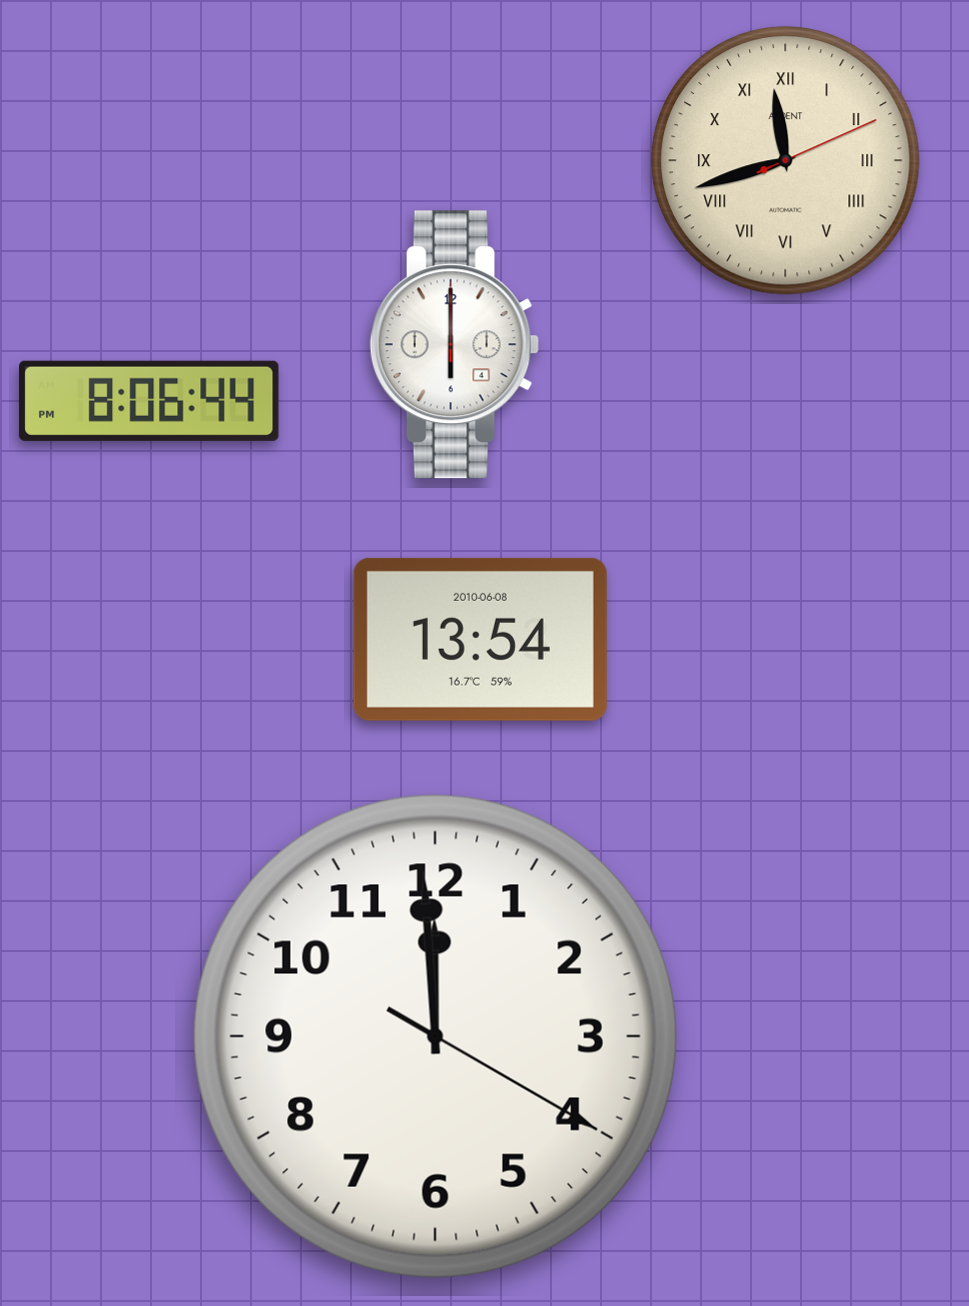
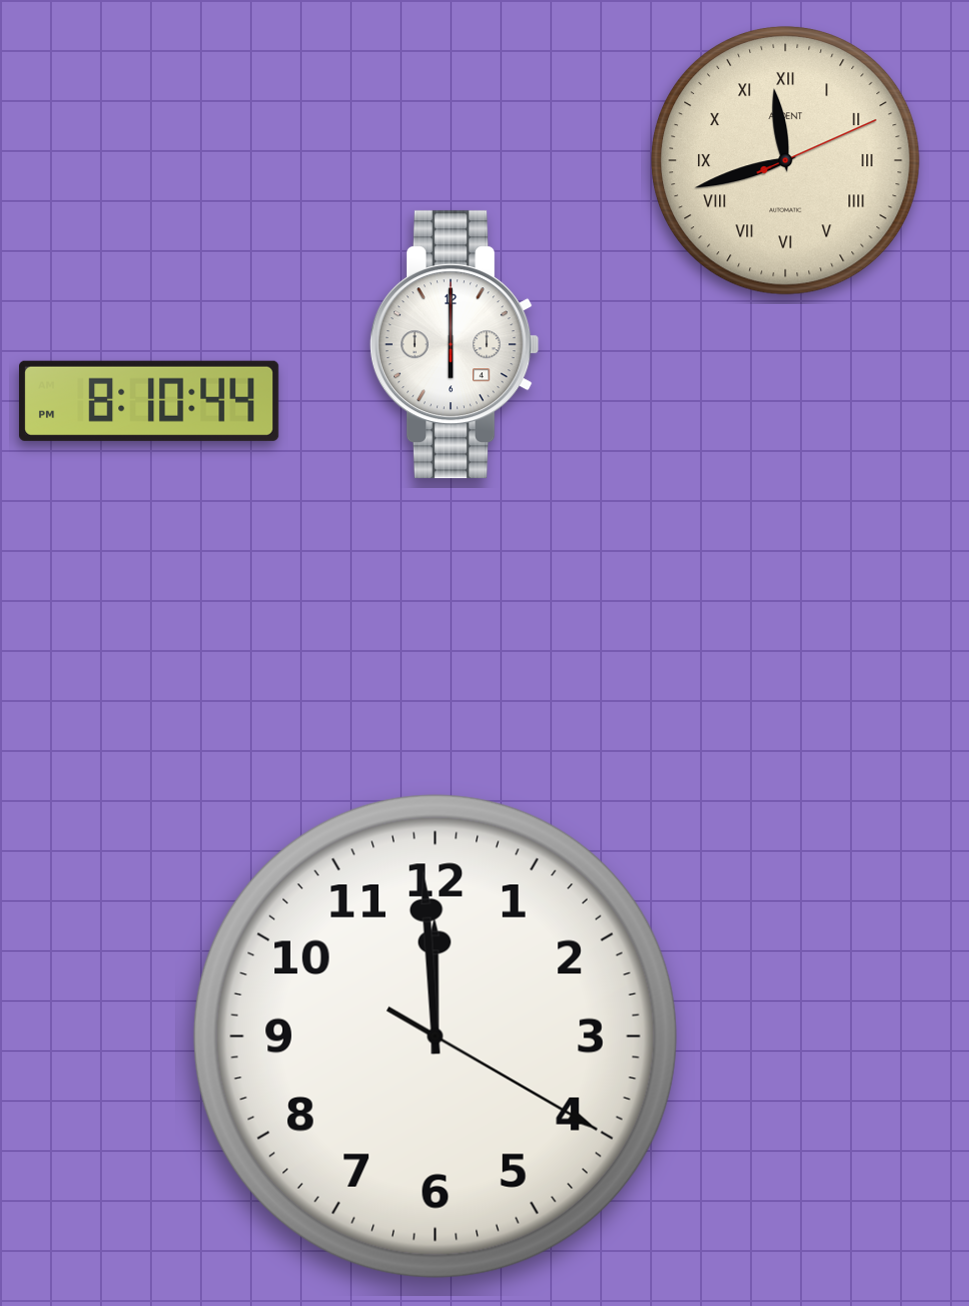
clock at (149, 401): 8:06 -> 8:10
clock at (480, 639): 13:54 -> none
